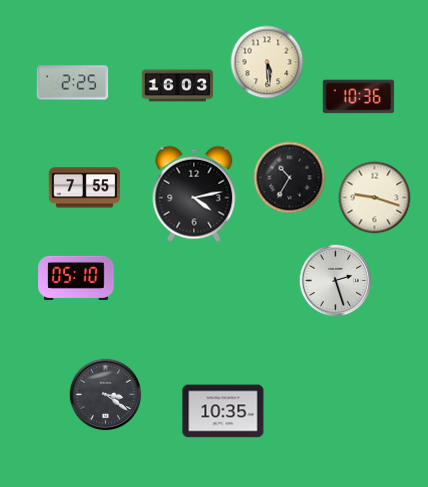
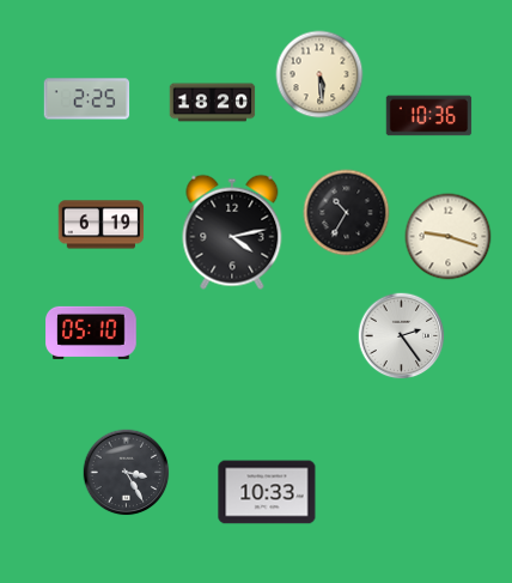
clock at (178, 86): 16:03 -> 18:20
clock at (85, 188): 7:55 -> 6:19
clock at (336, 281): 2:27 -> 2:24
clock at (106, 395): 3:21 -> 3:25
clock at (223, 411): 10:35 -> 10:33
